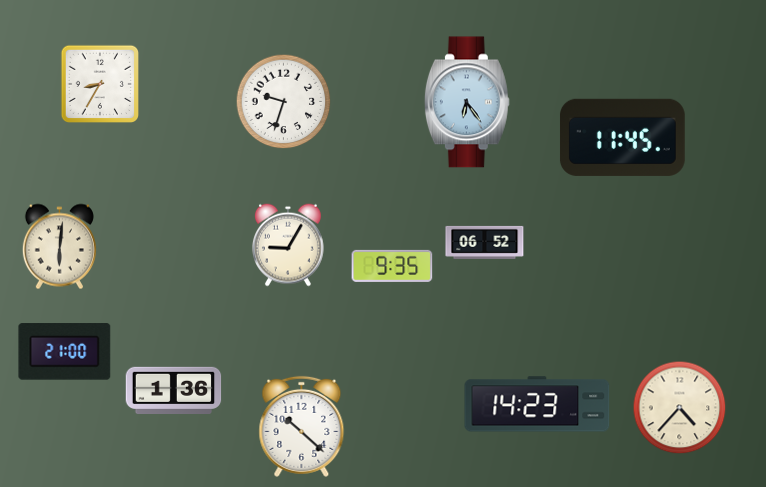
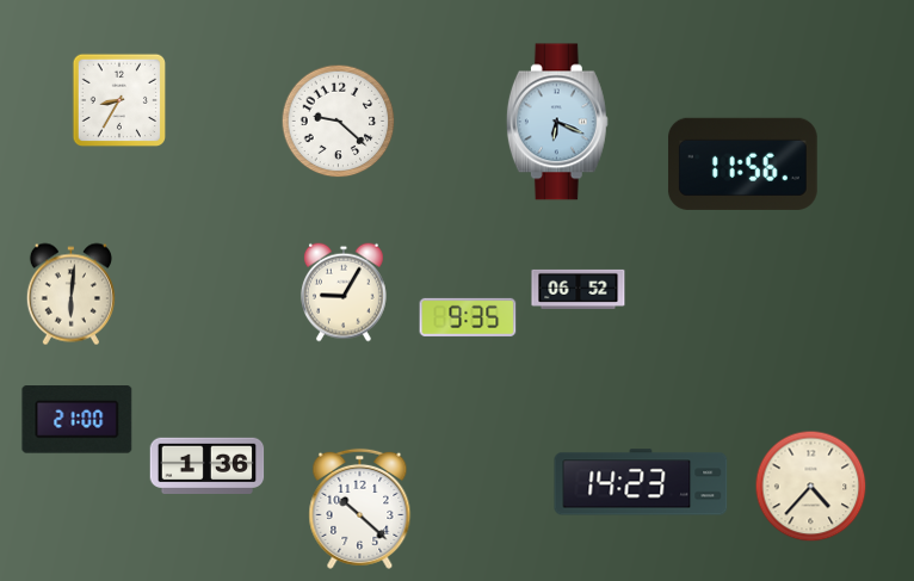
clock at (284, 102): 9:33 -> 9:22
clock at (467, 102): 6:24 -> 6:19
clock at (622, 137): 11:45 -> 11:56
